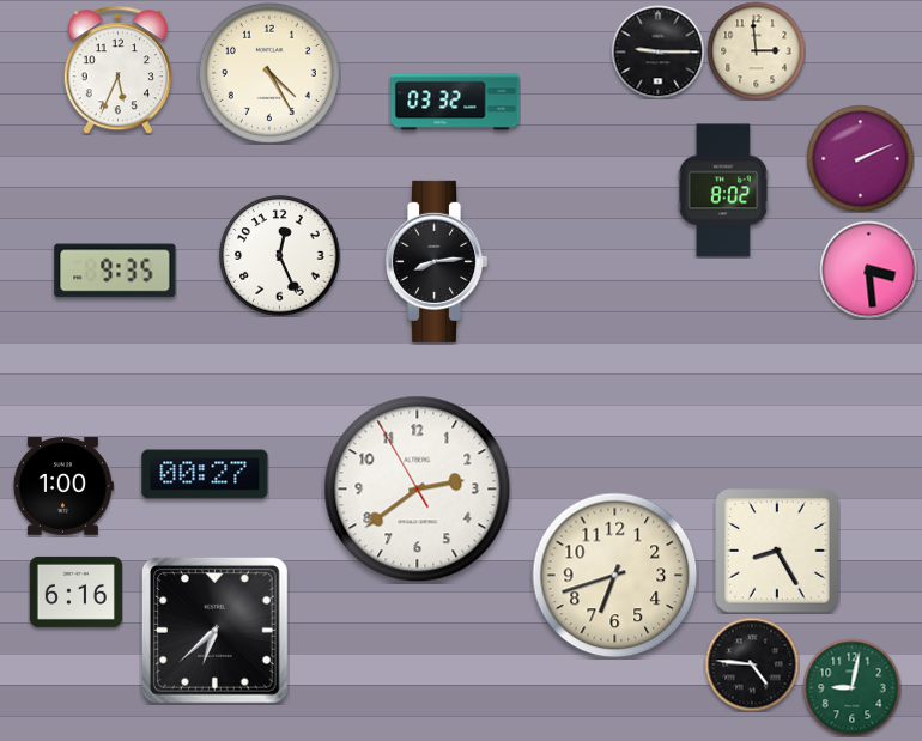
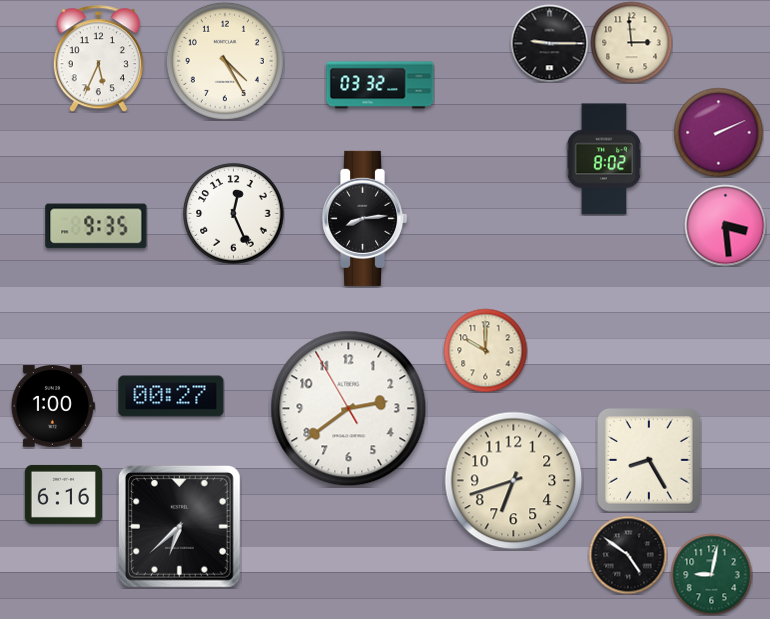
clock at (485, 350): none -> 10:00
clock at (752, 664): 4:46 -> 4:51
